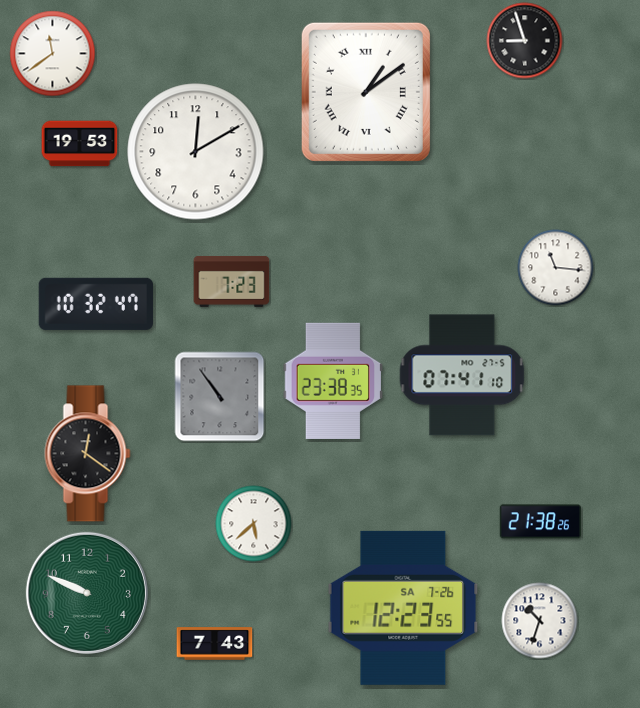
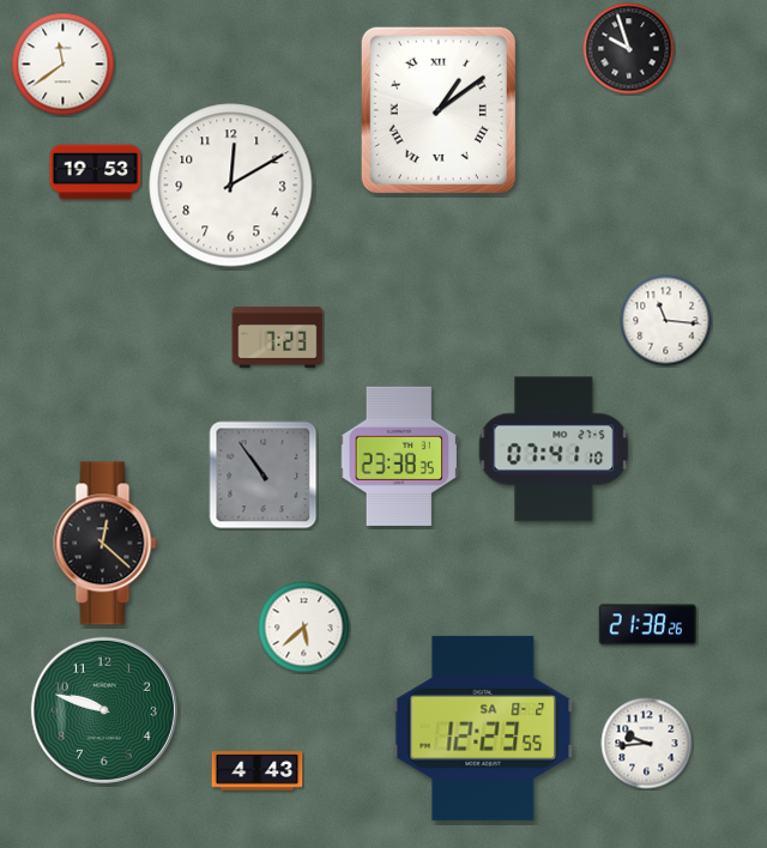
clock at (525, 41): 8:57 -> 9:57
clock at (196, 152) position: (196, 152) -> (231, 186)
clock at (96, 304): 10:32 -> none
clock at (88, 454): 12:21 -> 12:22
clock at (87, 593): 9:49 -> 9:48
clock at (403, 608) date: SA 7-26 -> SA 8-2
clock at (540, 621): 10:33 -> 9:44
clock at (215, 644): 7:43 -> 4:43
